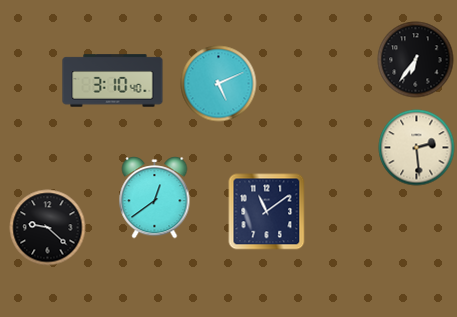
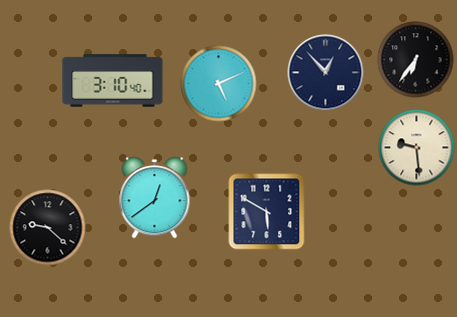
clock at (326, 73): none -> 12:53
clock at (417, 148): 2:29 -> 9:29
clock at (267, 212): 11:09 -> 5:50
